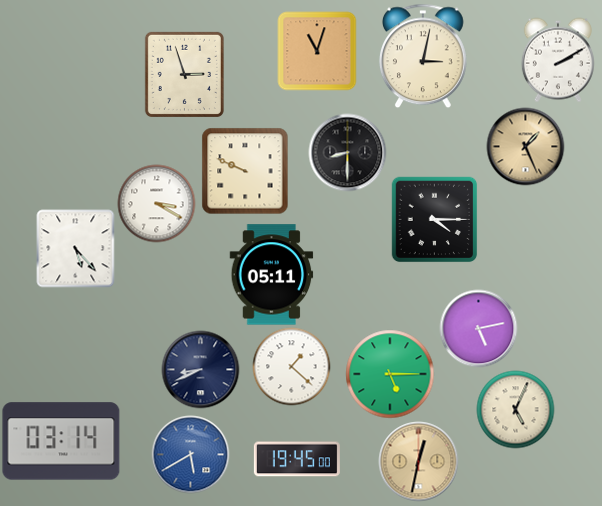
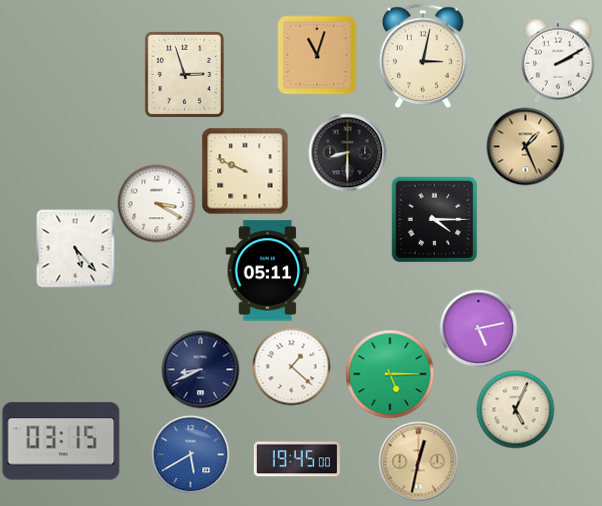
clock at (317, 51) position: (317, 51) -> (317, 55)
clock at (272, 275) position: (272, 275) -> (268, 271)
clock at (61, 441): 03:14 -> 03:15
